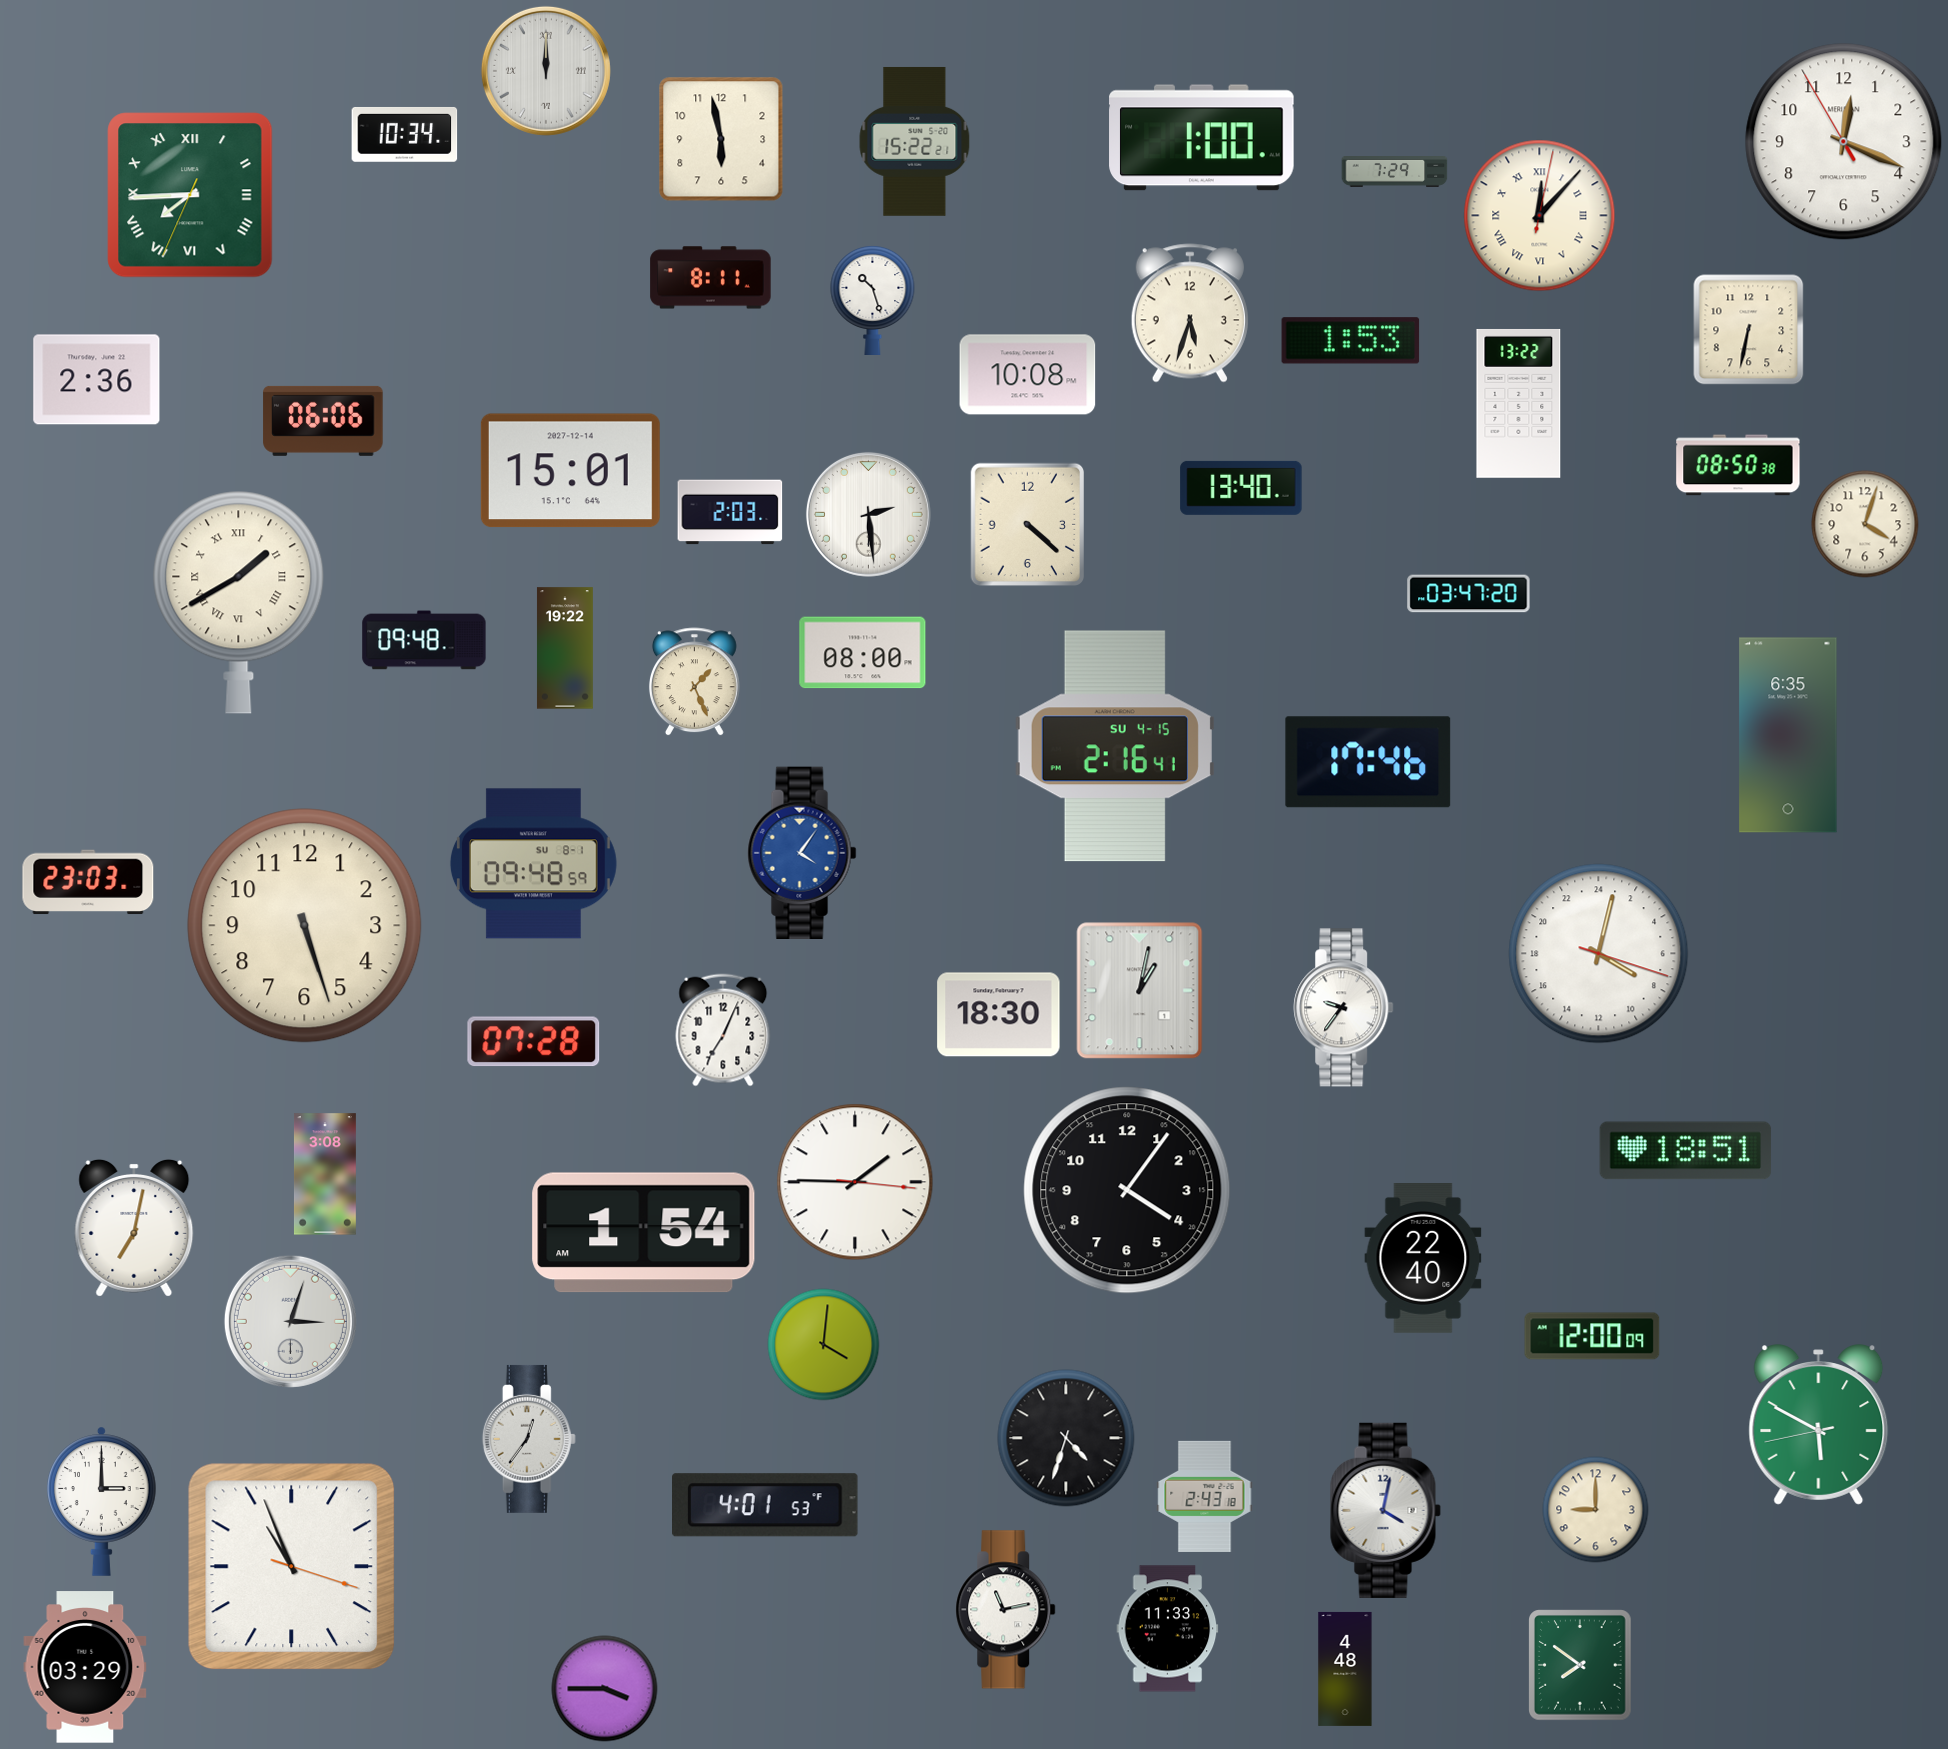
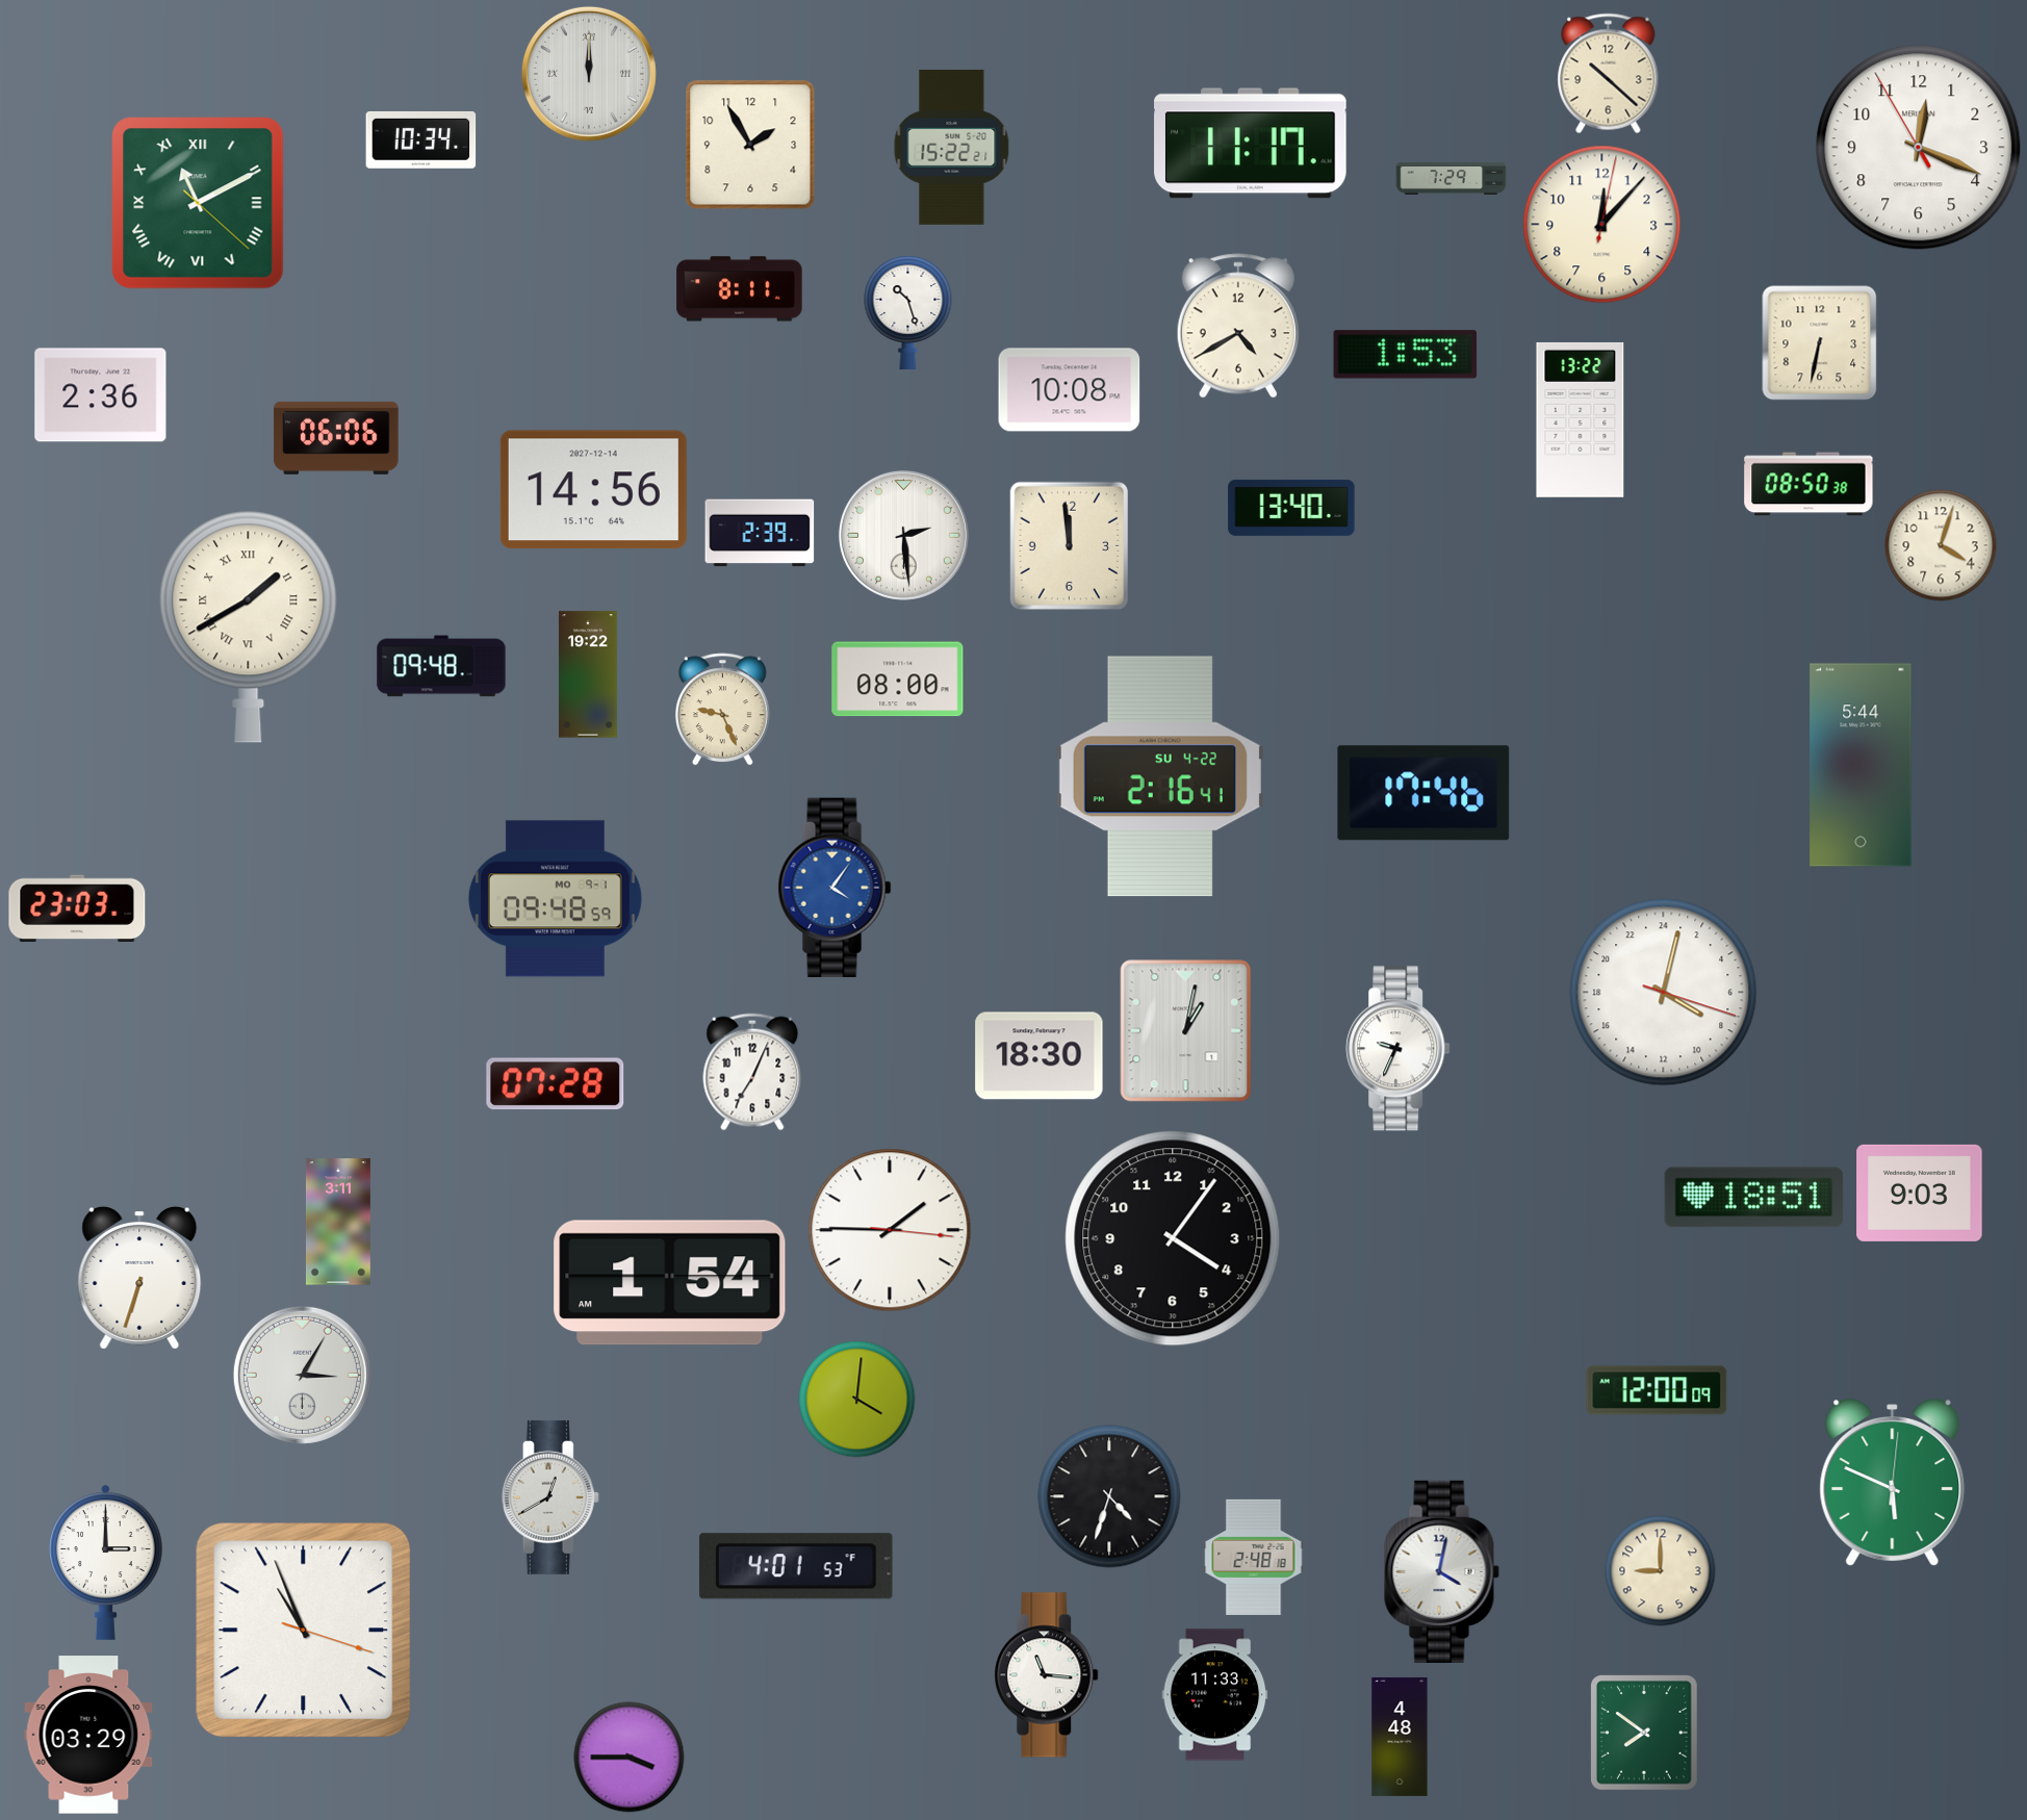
clock at (546, 71) position: (546, 71) -> (589, 74)
clock at (1609, 74): none -> 10:22
clock at (1202, 138): 1:00 -> 11:17
clock at (721, 139): 5:58 -> 1:55
clock at (190, 195): 7:44 -> 11:10
clock at (1540, 216) numerals: Roman -> Arabic
clock at (1190, 313): 5:33 -> 4:40
clock at (570, 471): 15:01 -> 14:56
clock at (730, 512): 2:03 -> 2:39
clock at (1027, 525): 4:22 -> 11:59
clock at (1469, 594): 03:47 -> none
clock at (694, 682): 1:26 -> 9:26
clock at (1788, 735): 6:35 -> 5:44
clock at (1115, 746) date: SU 4-15 -> SU 4-22
clock at (533, 864) date: SU 8-1 -> MO 9-1
clock at (88, 882) position: (88, 882) -> (77, 908)
clock at (305, 926): 5:27 -> none
clock at (1344, 1008): 9:36 -> 9:34
clock at (1920, 1193): none -> 9:03
clock at (325, 1174): 3:08 -> 3:11
clock at (134, 1228): 7:02 -> 6:33
clock at (1423, 1259): 22:40 -> none
clock at (290, 1321): 3:03 -> 3:05
clock at (1819, 1425): 5:49:43 -> 5:49:01
clock at (529, 1439): 12:36 -> 12:40
clock at (1205, 1496): 2:43 -> 2:48
clock at (1006, 1610): 11:13 -> 11:16
